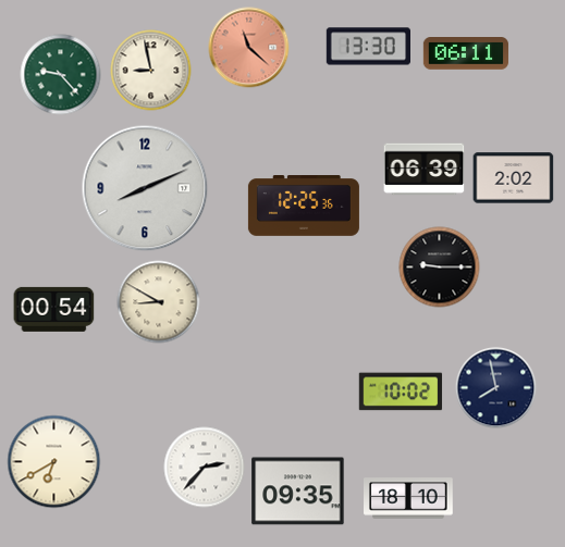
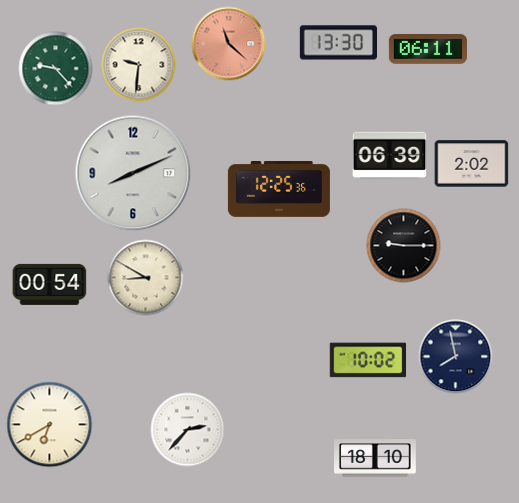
clock at (151, 71): 8:58 -> 9:31
clock at (298, 492): 09:35 -> none
